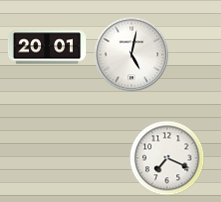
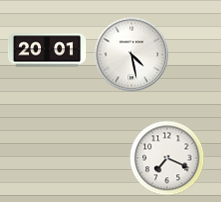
clock at (47, 47) position: (47, 47) -> (47, 50)
clock at (132, 55): 5:02 -> 4:28
